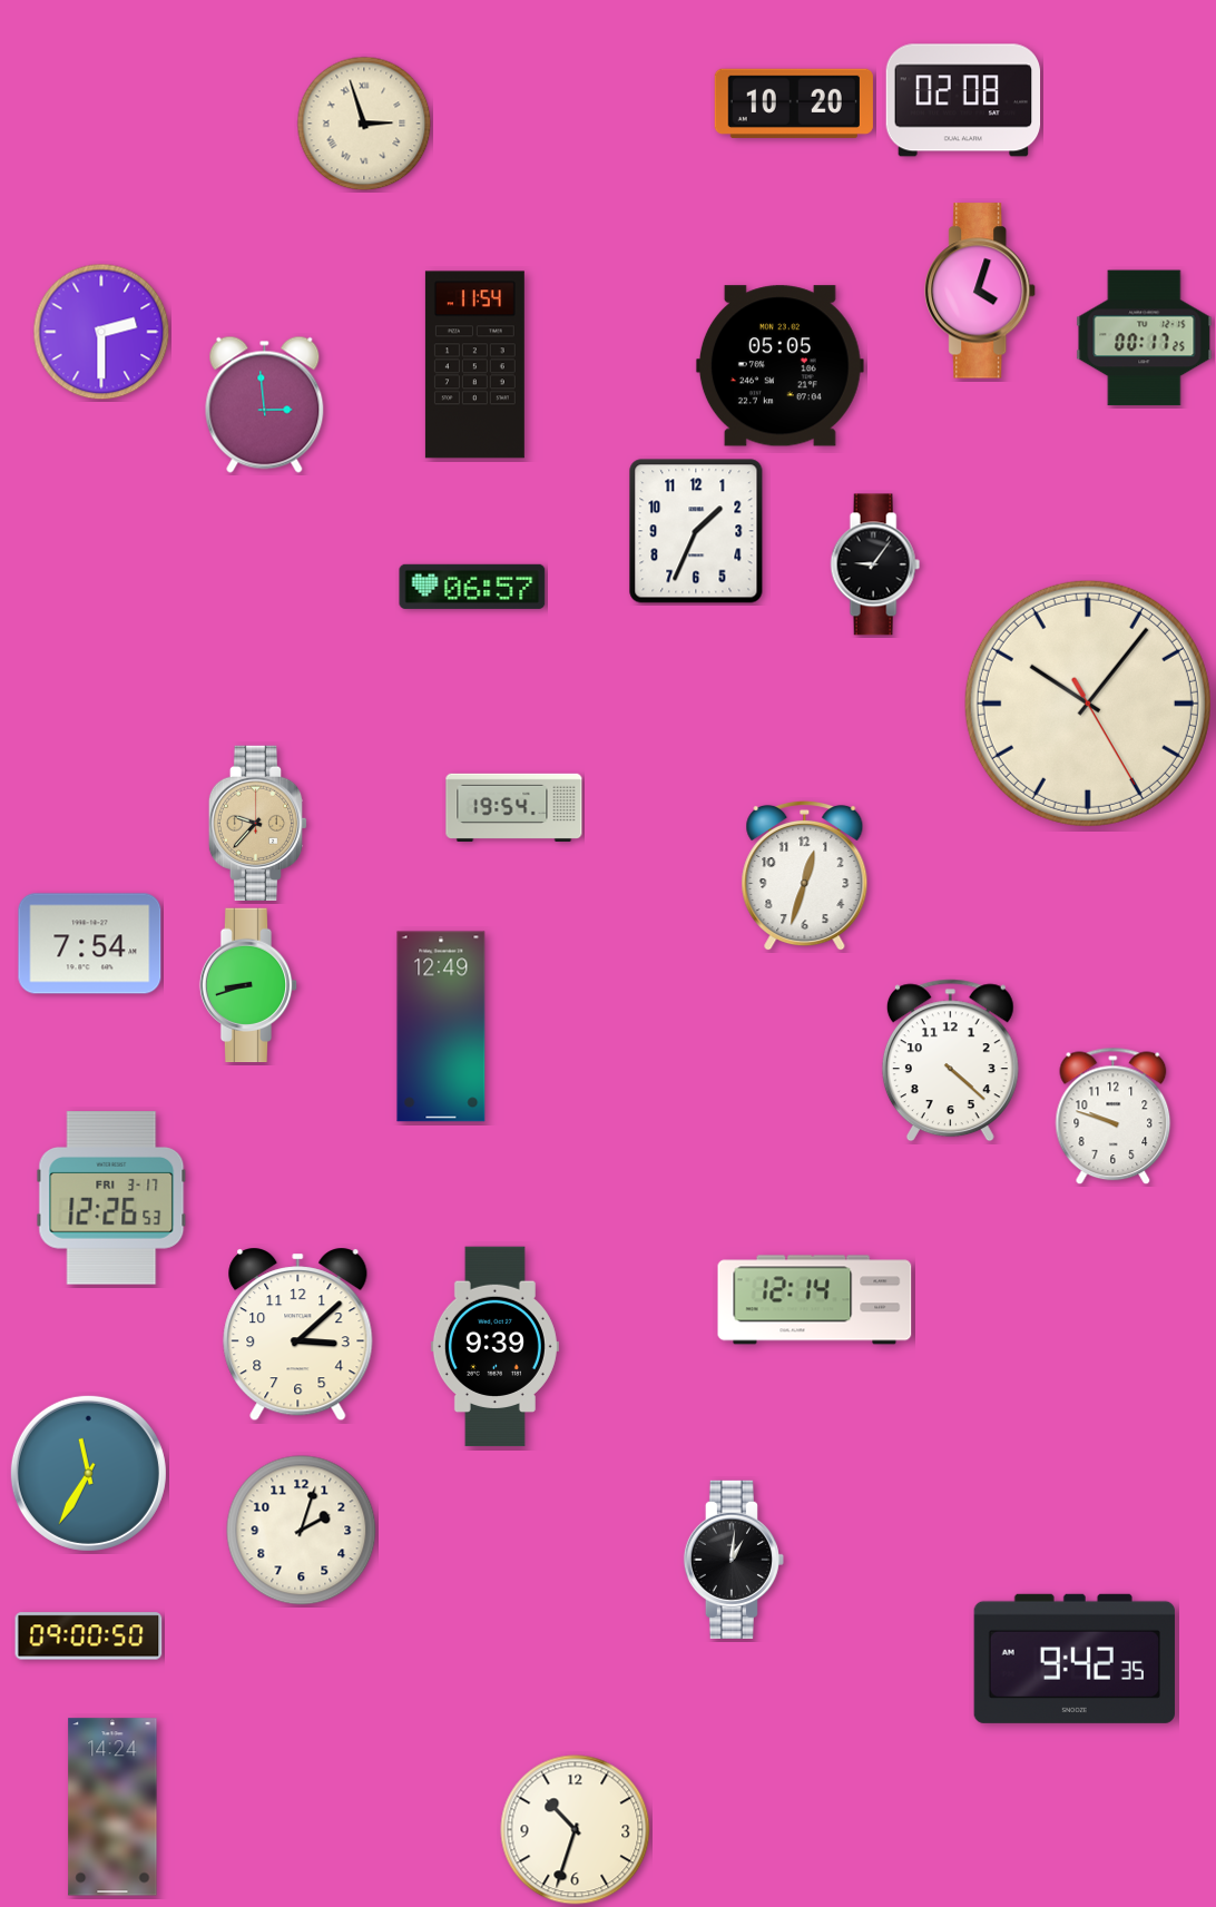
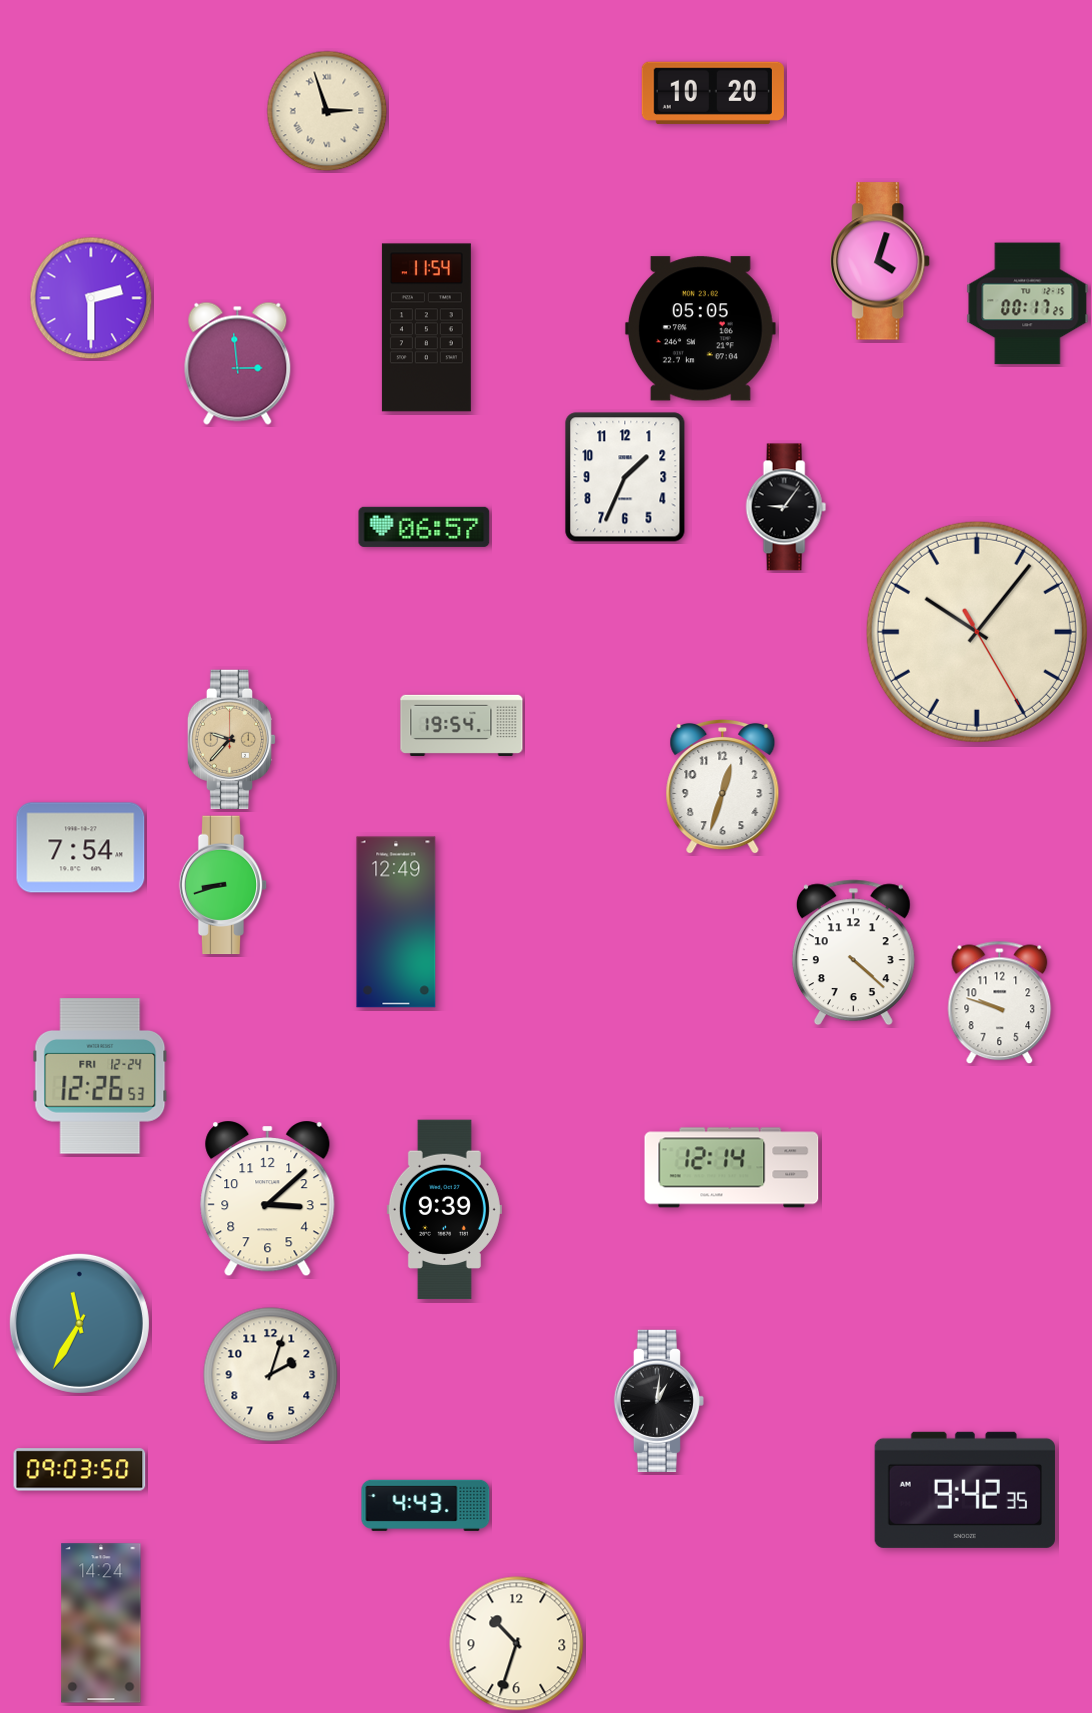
clock at (963, 100): 02:08 -> none
clock at (111, 1198) date: FRI 3-17 -> FRI 12-24
clock at (89, 1636): 09:00 -> 09:03
clock at (426, 1505): none -> 4:43
